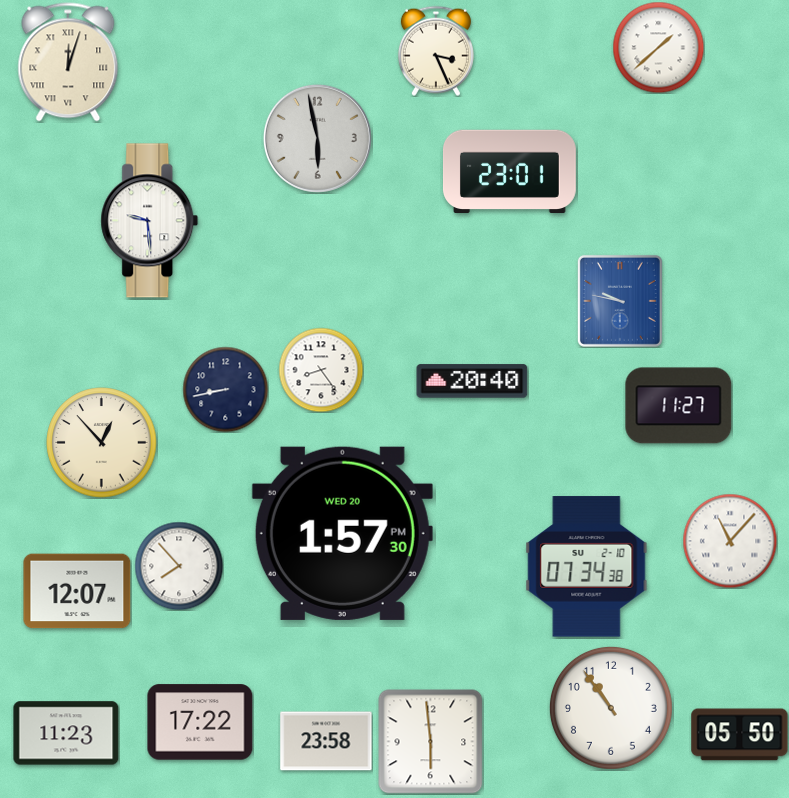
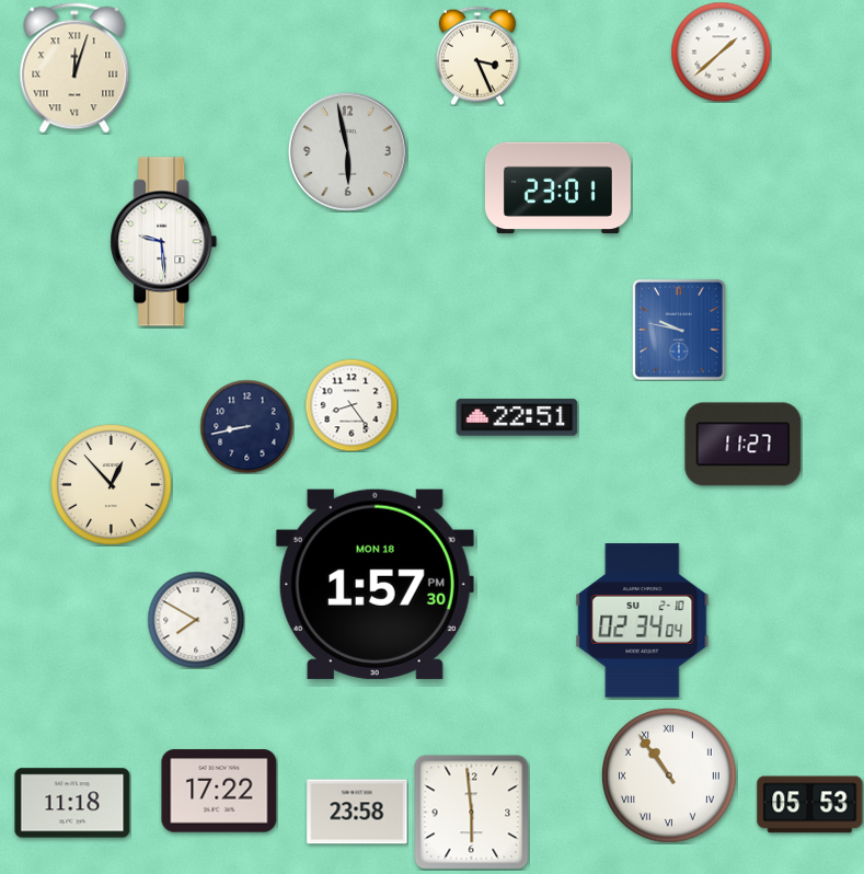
clock at (472, 381): 20:40 -> 22:51
clock at (342, 533) date: WED 20 -> MON 18
clock at (730, 541): 11:07 -> none
clock at (179, 566): 7:53 -> 7:50
clock at (587, 567): 07:34 -> 02:34
clock at (77, 591): 12:07 -> none
clock at (611, 708) numerals: Arabic -> Roman
clock at (66, 733): 11:23 -> 11:18
clock at (740, 735): 05:50 -> 05:53
